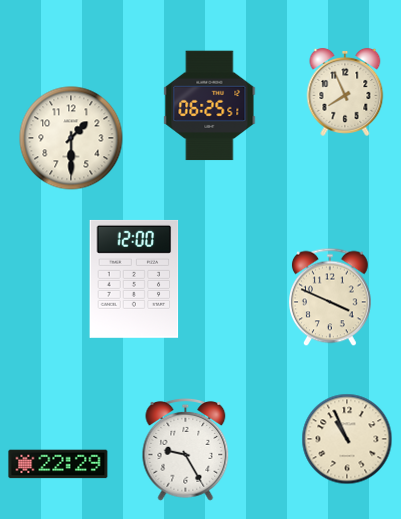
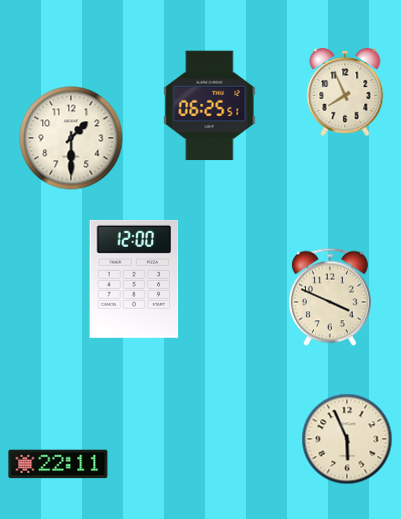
clock at (347, 439): 10:56 -> 5:56
clock at (186, 449): 9:25 -> none
clock at (58, 464): 22:29 -> 22:11
